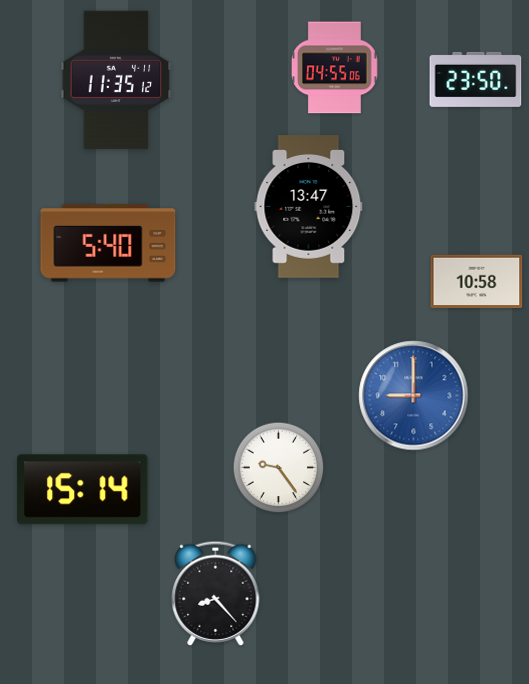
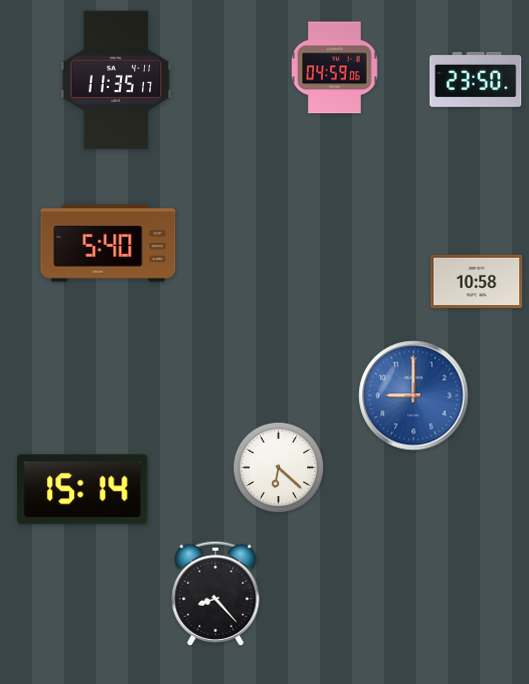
clock at (334, 68): 04:55 -> 04:59
clock at (116, 80): 11:35:12 -> 11:35:17
clock at (309, 207): 13:47 -> none
clock at (279, 468): 9:24 -> 6:22
